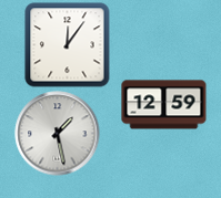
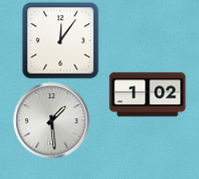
clock at (164, 105): 12:59 -> 1:02
clock at (58, 134): 1:28 -> 1:29
